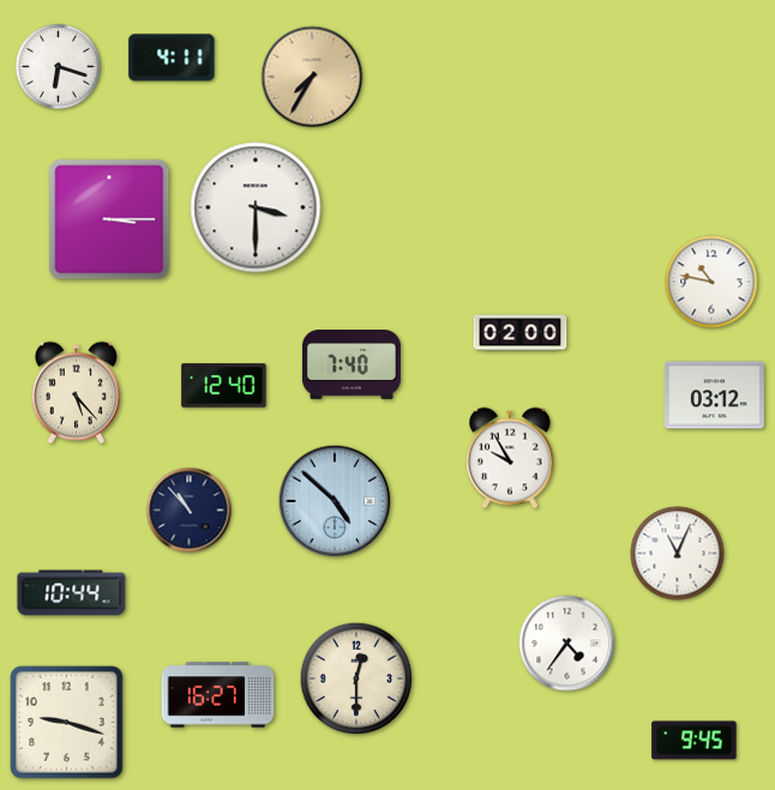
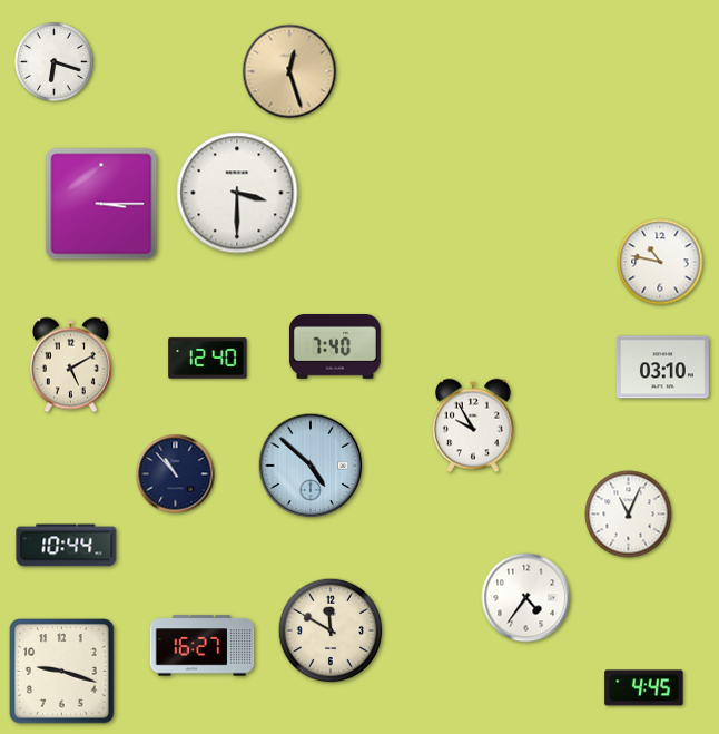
clock at (172, 58): 4:11 -> none
clock at (312, 77): 7:35 -> 12:27
clock at (521, 333): 02:00 -> none
clock at (352, 366) position: (352, 366) -> (335, 348)
clock at (76, 393): 5:23 -> 5:10
clock at (714, 396): 03:12 -> 03:10
clock at (72, 593) position: (72, 593) -> (67, 546)
clock at (356, 679): 12:30 -> 11:50
clock at (695, 741): 9:45 -> 4:45
